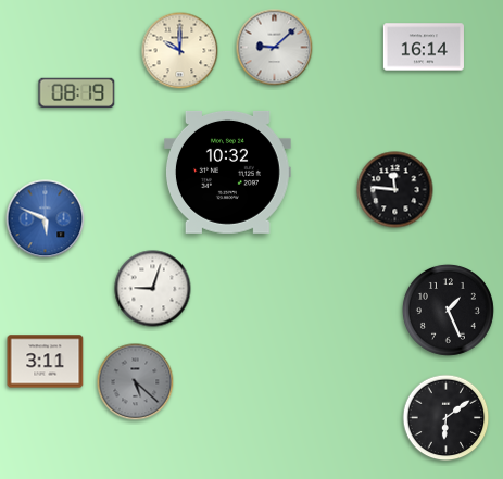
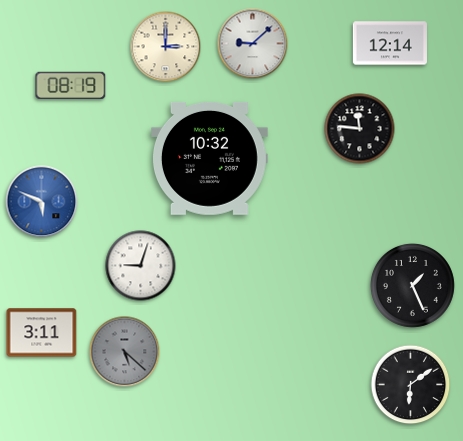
clock at (424, 47): 16:14 -> 12:14
clock at (180, 51): 10:00 -> 3:00
clock at (395, 190) position: (395, 190) -> (360, 129)
